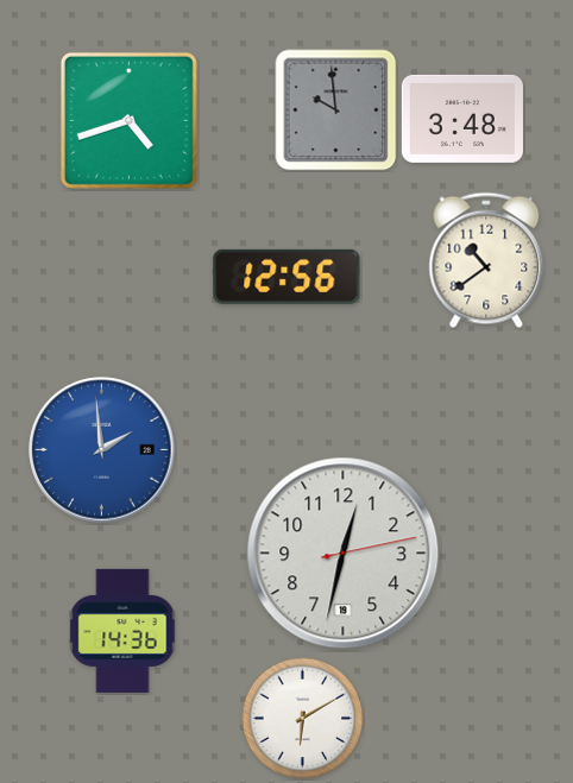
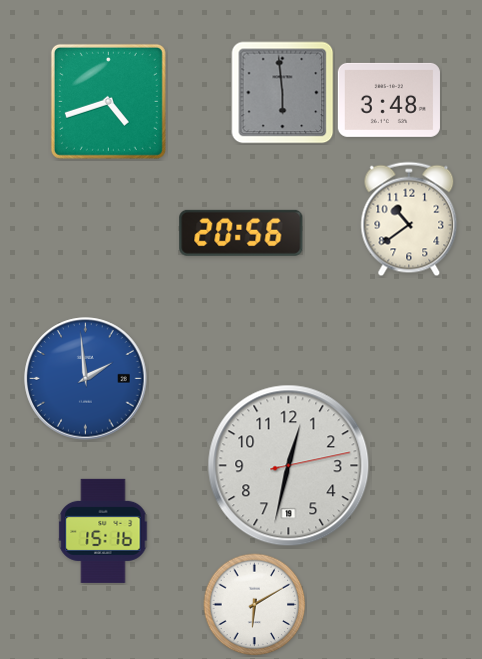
clock at (336, 110): 9:59 -> 5:59
clock at (286, 277): 12:56 -> 20:56
clock at (122, 631): 14:36 -> 15:16
